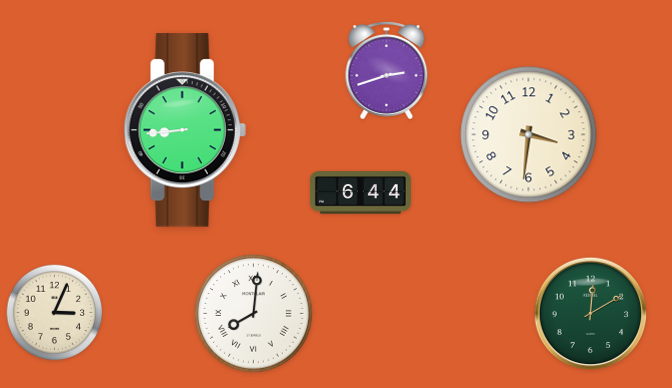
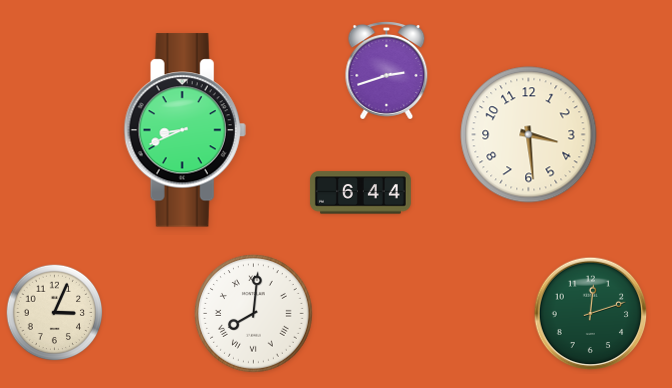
clock at (185, 130): 8:44 -> 8:41
clock at (529, 135): 3:31 -> 3:29
clock at (591, 314): 12:10 -> 12:12
